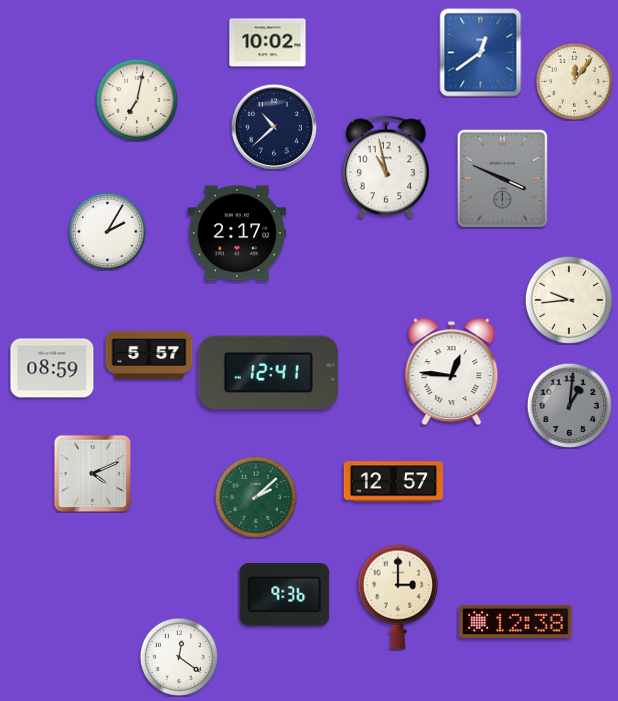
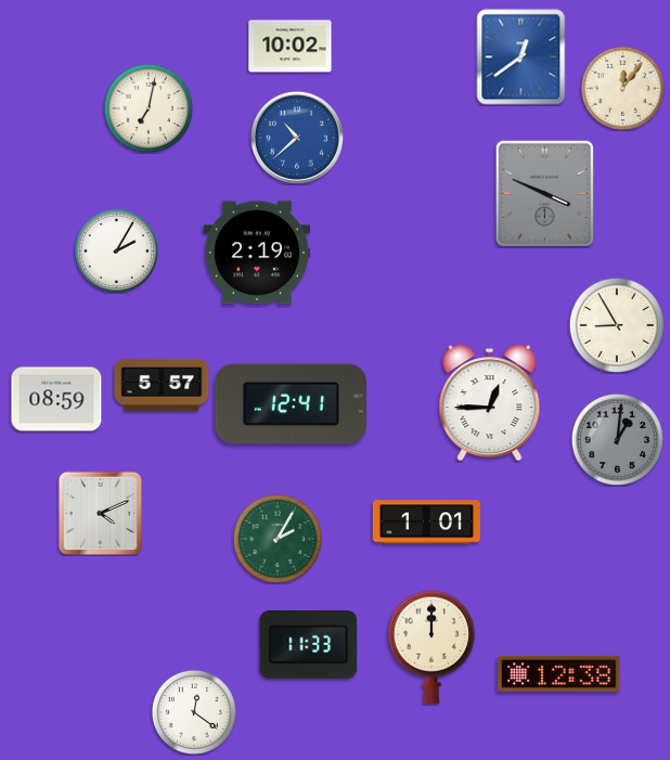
clock at (274, 127) dial: navy -> blue
clock at (386, 167): 10:58 -> none
clock at (236, 233): 2:17 -> 2:19
clock at (568, 299): 9:44 -> 8:55
clock at (452, 372): 12:46 -> 12:45
clock at (393, 482): 12:57 -> 1:01
clock at (256, 497): 2:08 -> 2:05
clock at (285, 595): 9:36 -> 11:33
clock at (398, 597): 3:00 -> 12:00
